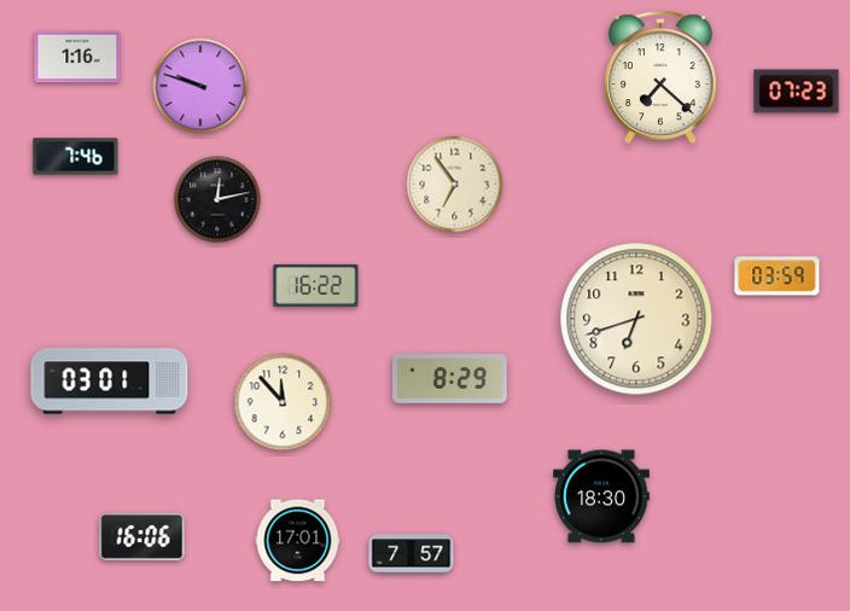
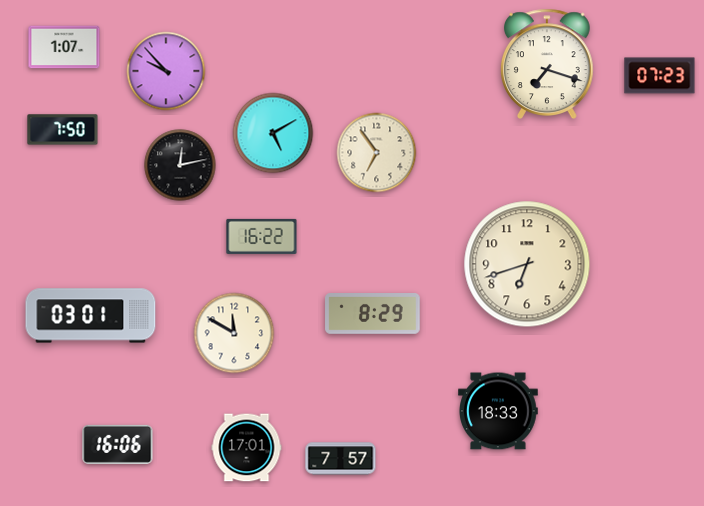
clock at (77, 57): 1:16 -> 1:07
clock at (660, 76): 7:22 -> 7:18
clock at (200, 86): 9:48 -> 9:53
clock at (76, 157): 7:46 -> 7:50
clock at (273, 133): none -> 5:10
clock at (778, 277): 03:59 -> none
clock at (283, 402): 11:53 -> 11:50
clock at (602, 496): 18:30 -> 18:33
